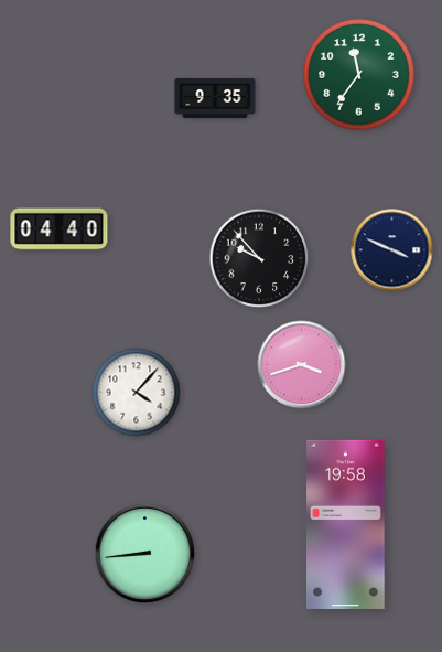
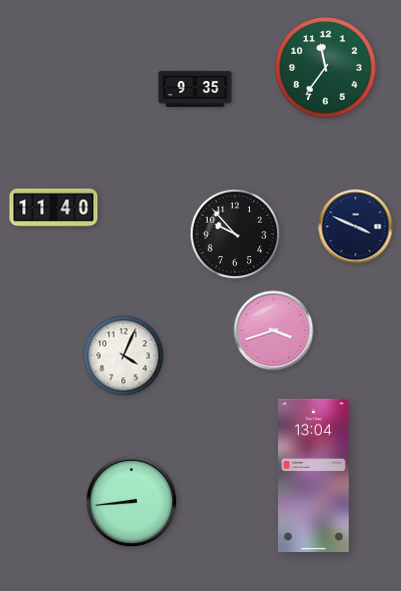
clock at (60, 229): 04:40 -> 11:40
clock at (137, 393): 4:07 -> 4:04
clock at (346, 524): 19:58 -> 13:04
